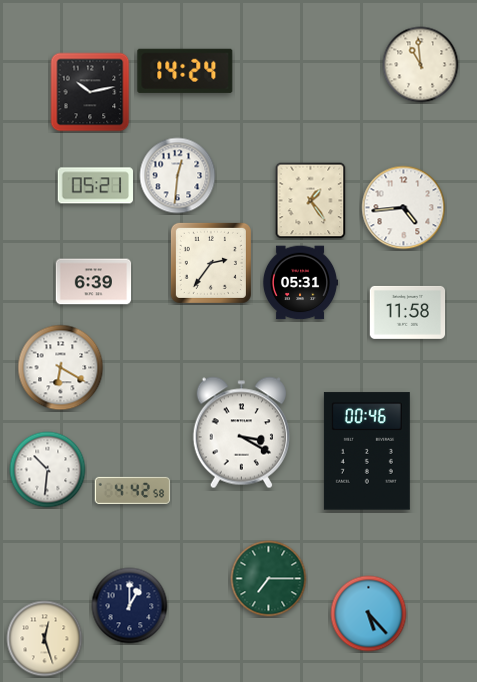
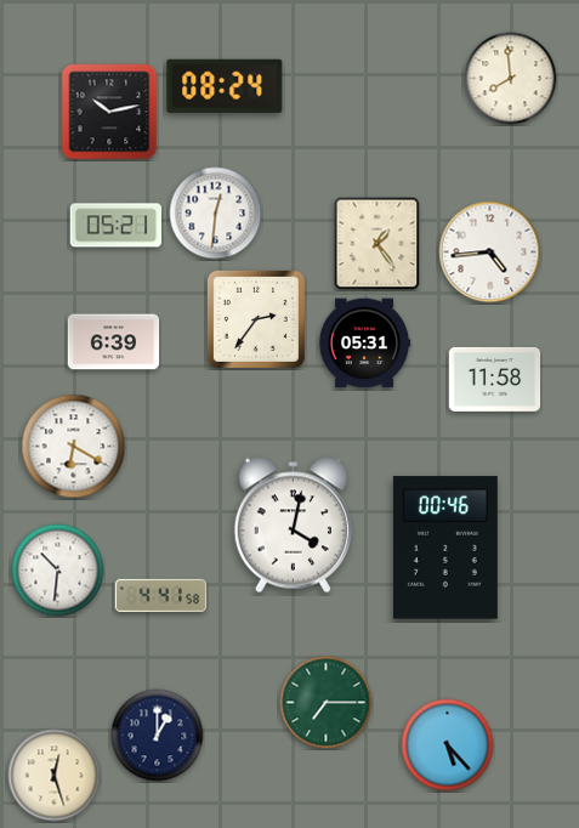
clock at (421, 65): 10:59 -> 7:59
clock at (185, 71): 14:24 -> 08:24
clock at (241, 433): 3:20 -> 4:02
clock at (133, 490): 4:42 -> 4:41
